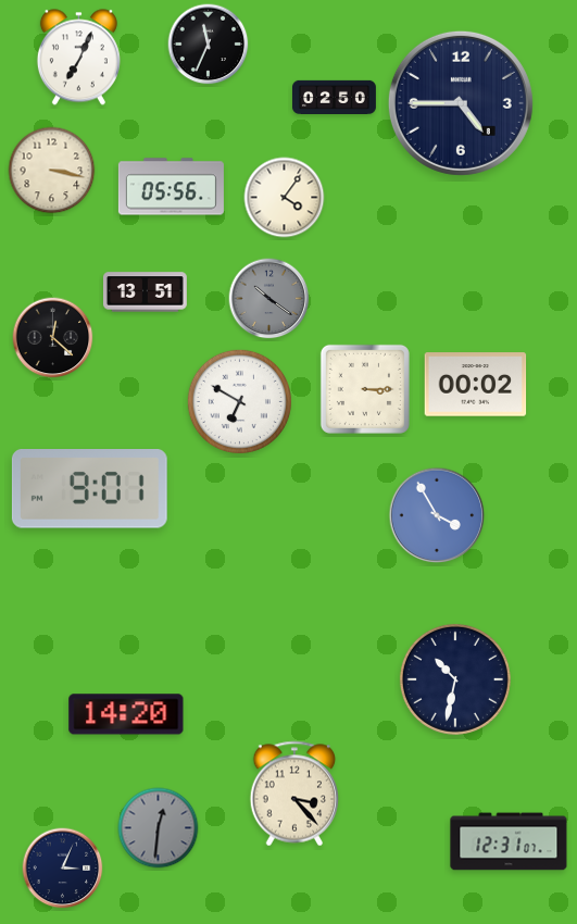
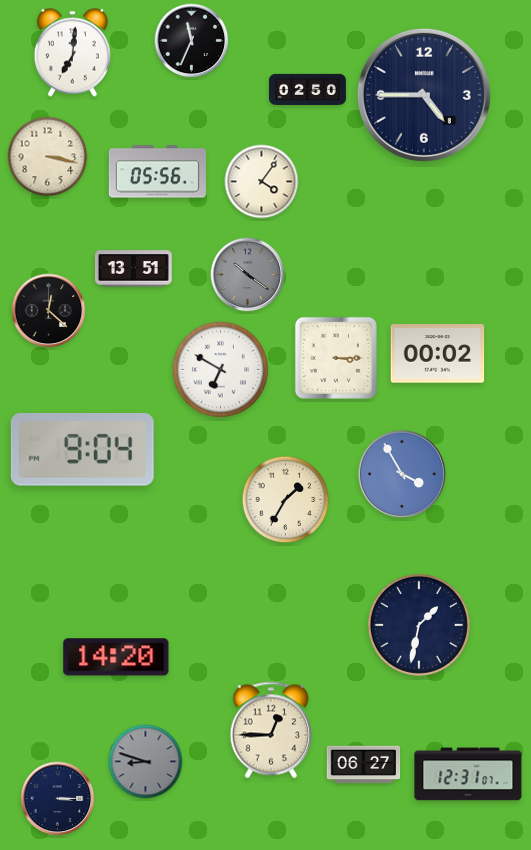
clock at (78, 58): 7:04 -> 7:01
clock at (89, 489): 9:01 -> 9:04
clock at (286, 500): none -> 1:35
clock at (455, 679): 10:32 -> 1:32
clock at (294, 794): 3:23 -> 12:45
clock at (159, 828): 12:31 -> 8:48
clock at (364, 765): none -> 06:27
clock at (63, 869): 3:04 -> 3:15
